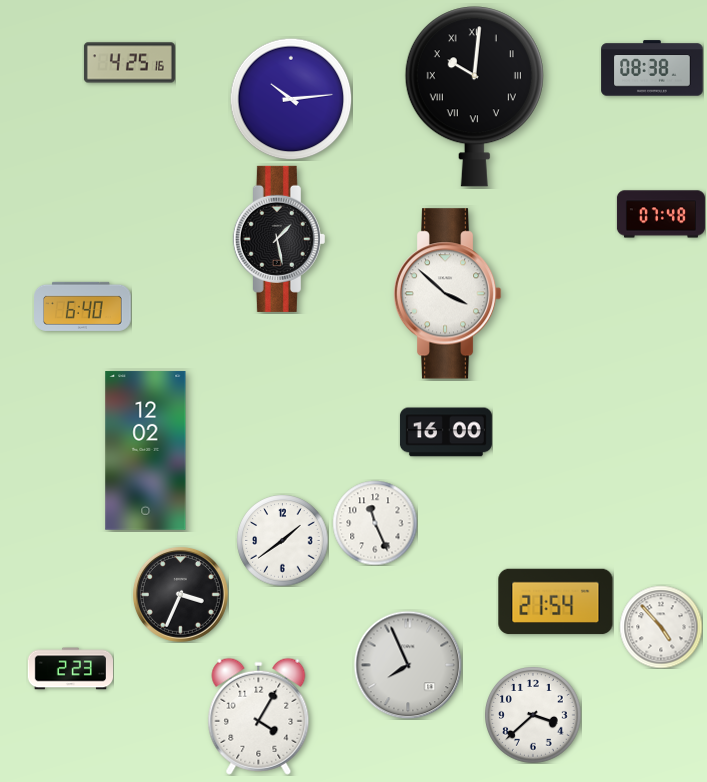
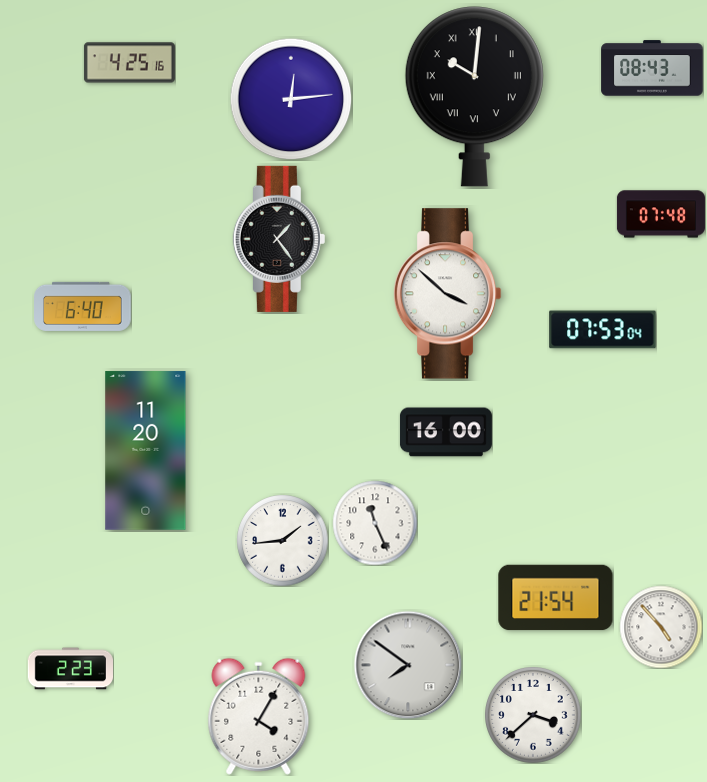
clock at (652, 68): 08:38 -> 08:43
clock at (291, 99): 10:14 -> 12:14
clock at (279, 239): 1:28 -> 1:24
clock at (603, 330): none -> 07:53
clock at (146, 451): 12:02 -> 11:20
clock at (282, 540): 1:39 -> 1:44
clock at (180, 594): 3:34 -> none
clock at (556, 602) position: (556, 602) -> (556, 598)
clock at (408, 665): 7:56 -> 7:51
